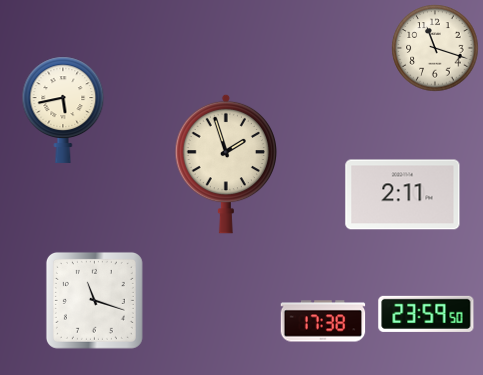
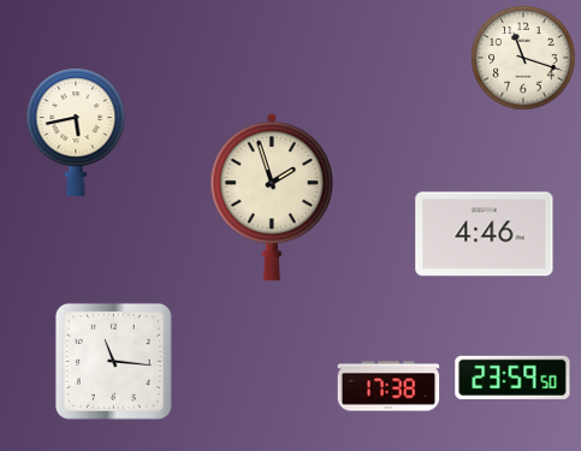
clock at (403, 195): 2:11 -> 4:46
clock at (94, 300): 11:18 -> 11:16
